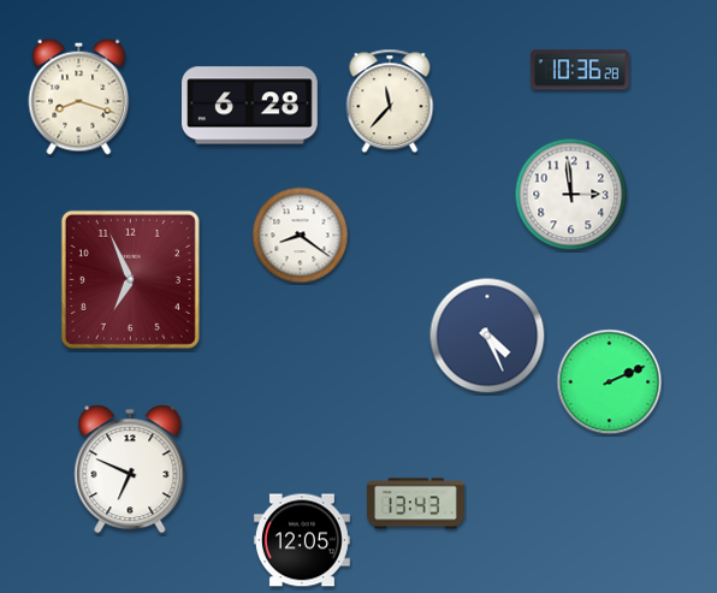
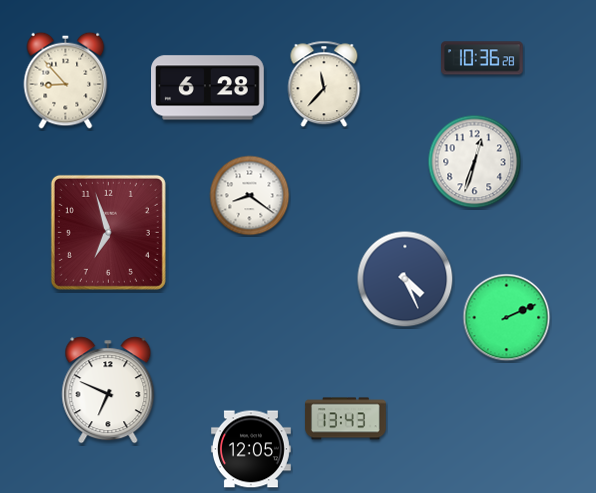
clock at (79, 96): 8:18 -> 8:53
clock at (571, 195): 2:59 -> 12:33
clock at (130, 279): 6:56 -> 6:57
